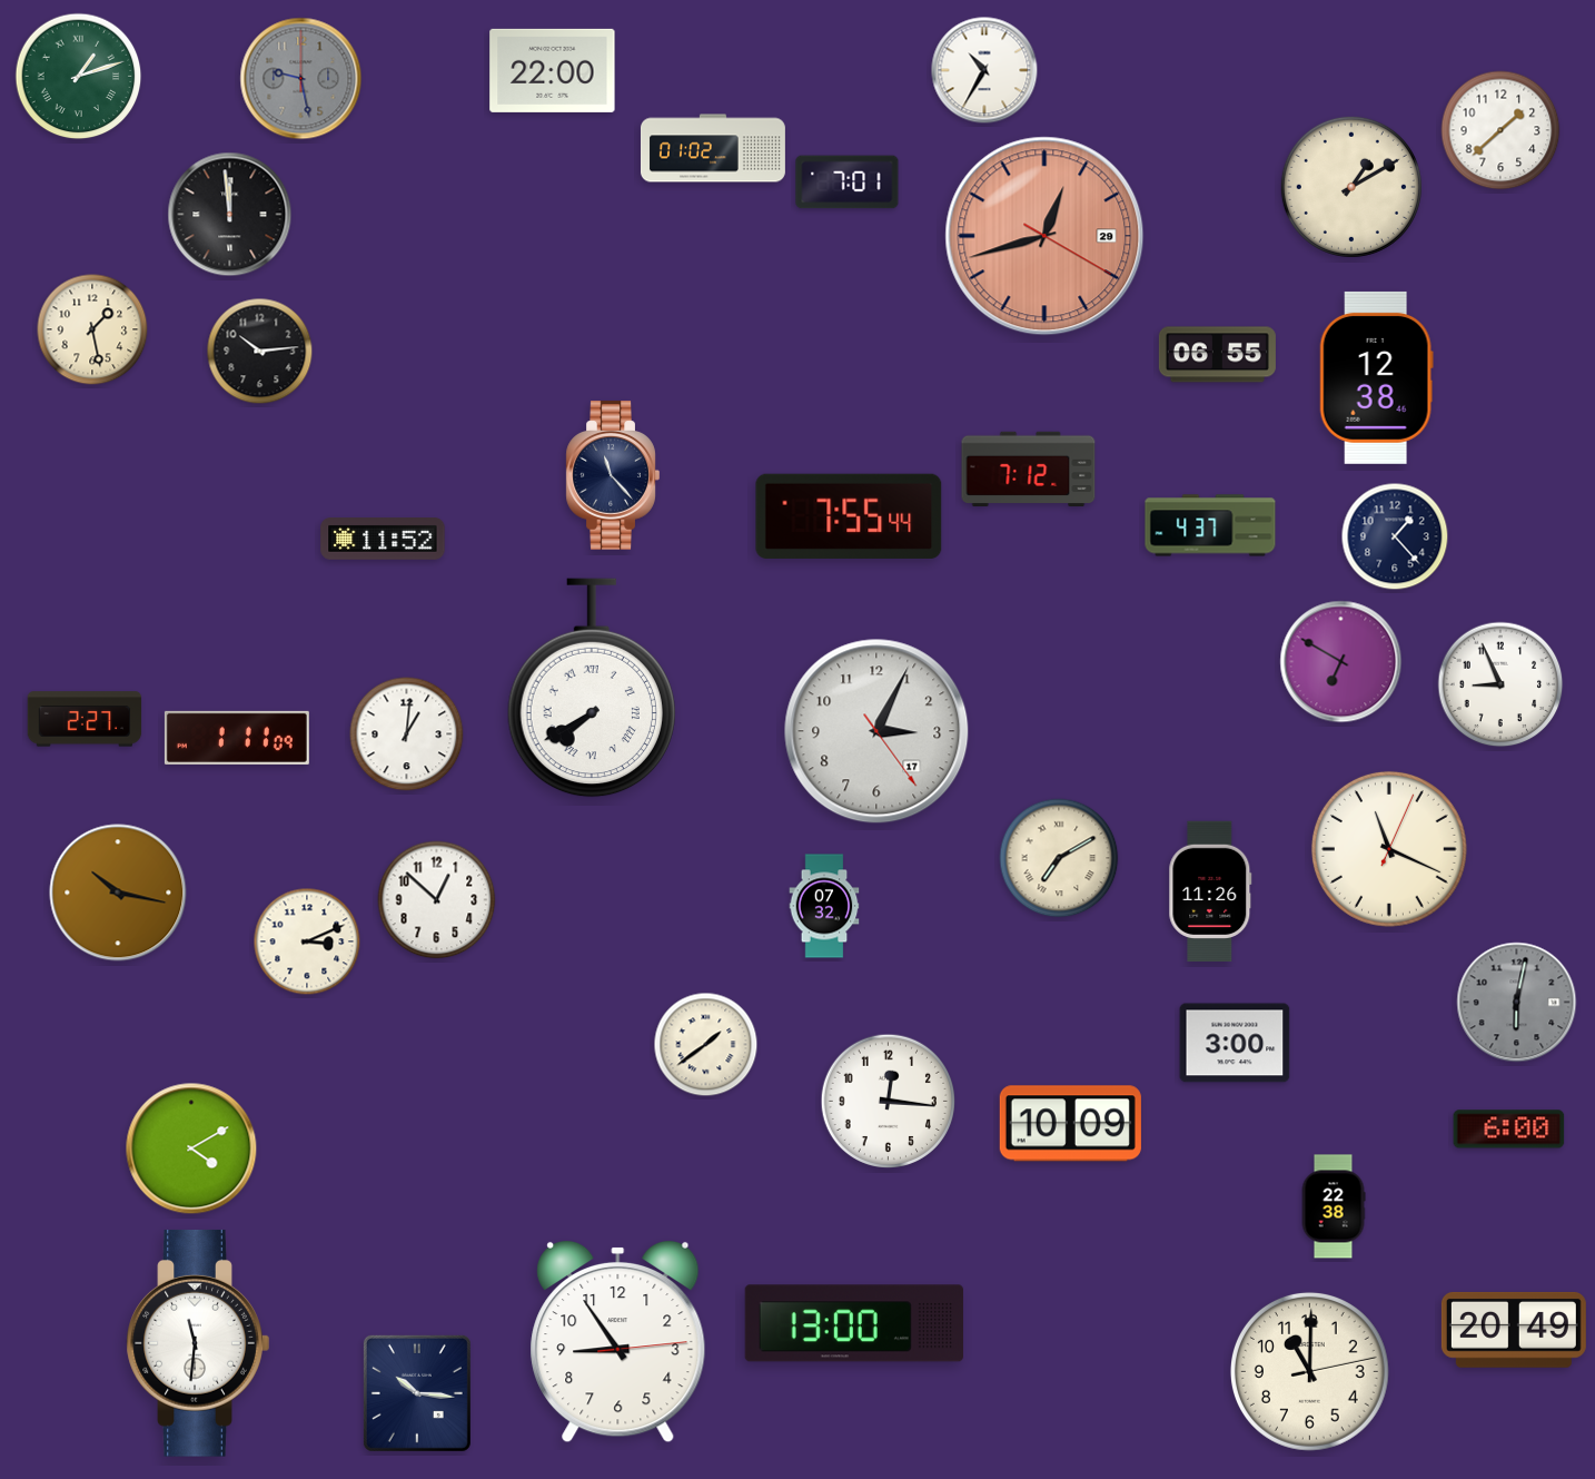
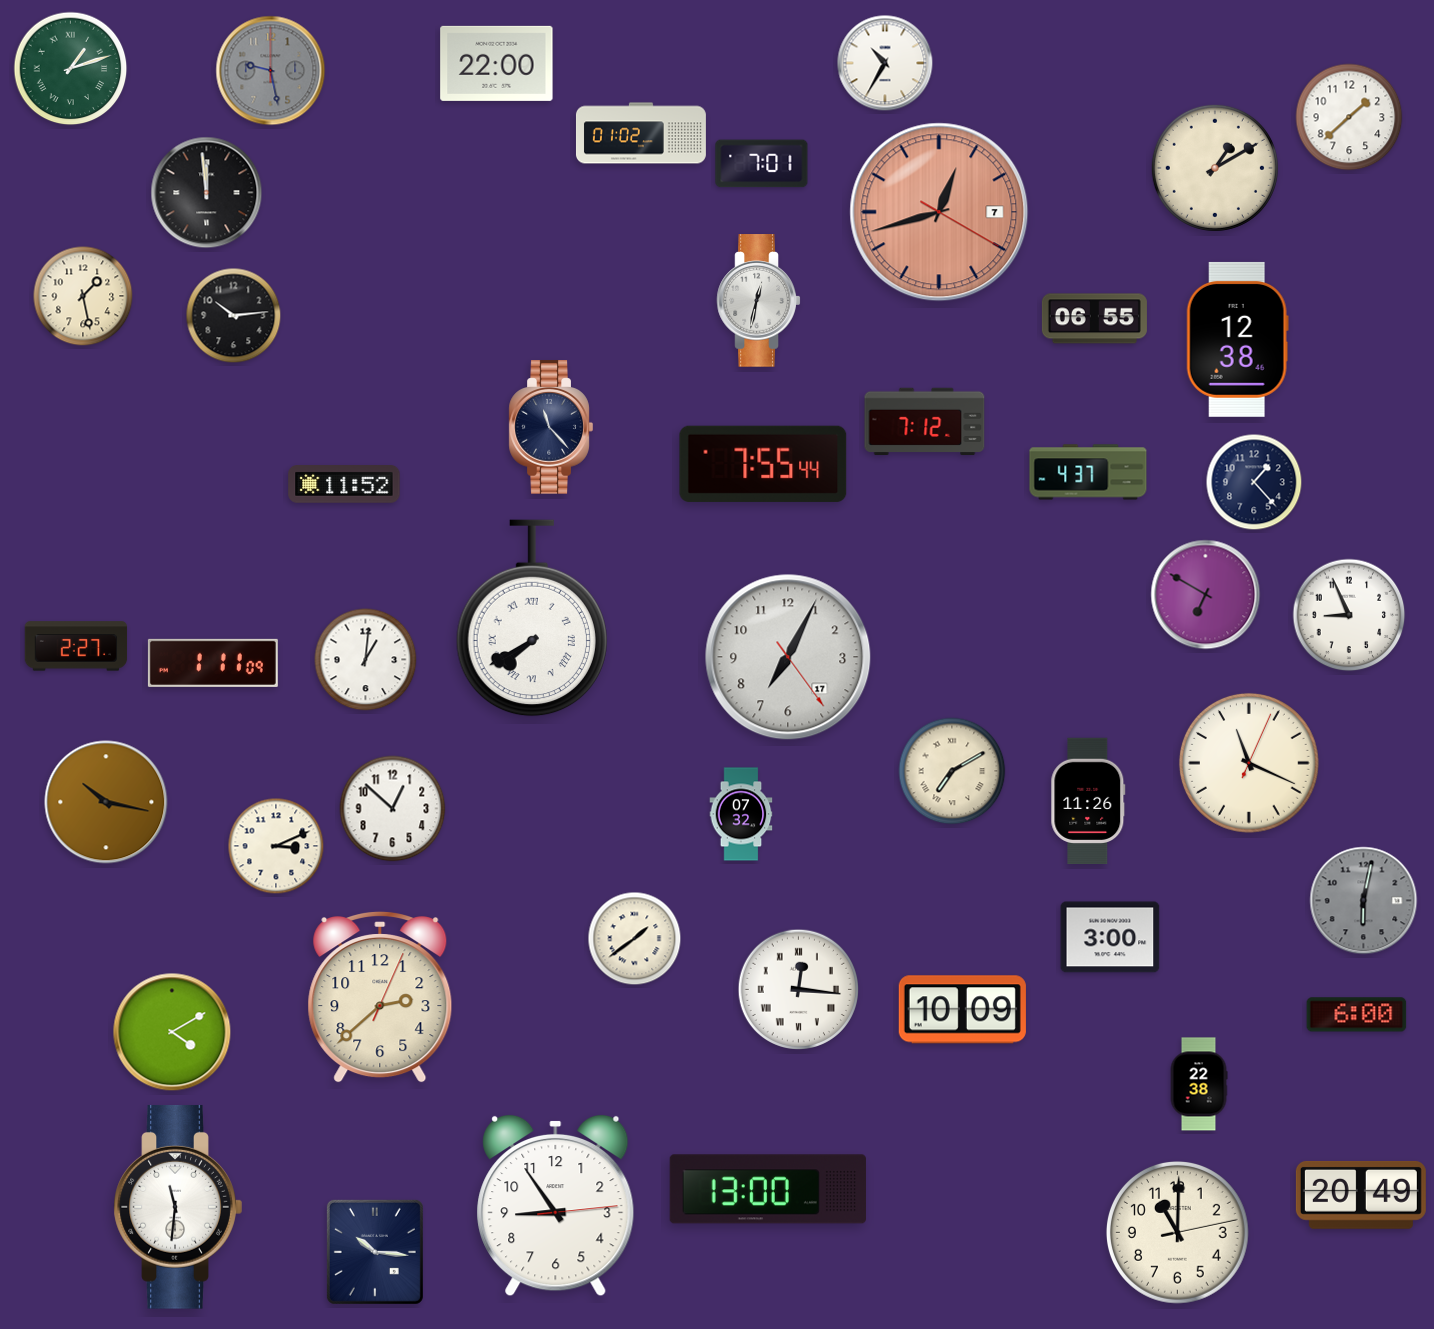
clock at (1044, 236) date: 29 -> 7
clock at (759, 301): none -> 12:32
clock at (876, 731): 3:04 -> 7:04
clock at (888, 1101) numerals: Arabic -> Roman
clock at (380, 998): none -> 2:38
